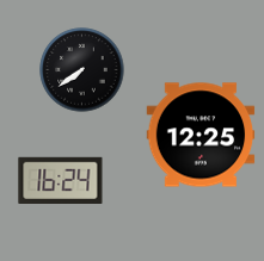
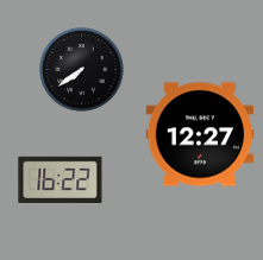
clock at (201, 135): 12:25 -> 12:27
clock at (61, 180): 16:24 -> 16:22
